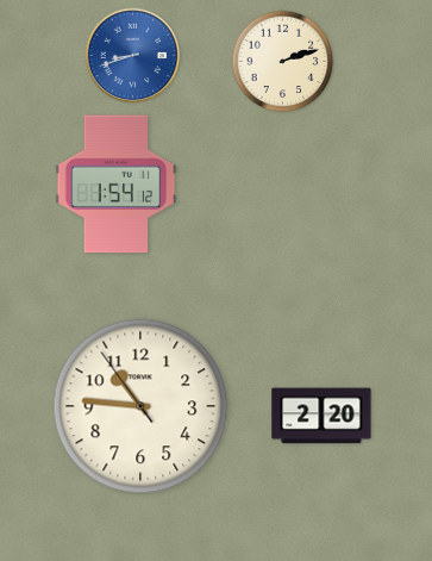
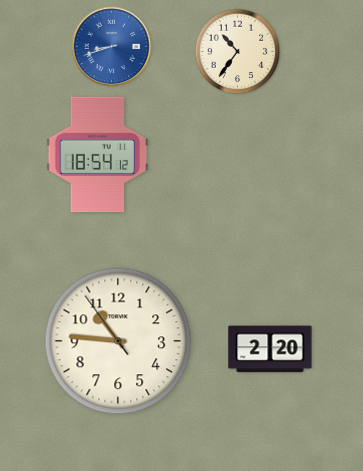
clock at (283, 62): 2:12 -> 10:36
clock at (117, 185): 1:54 -> 18:54
